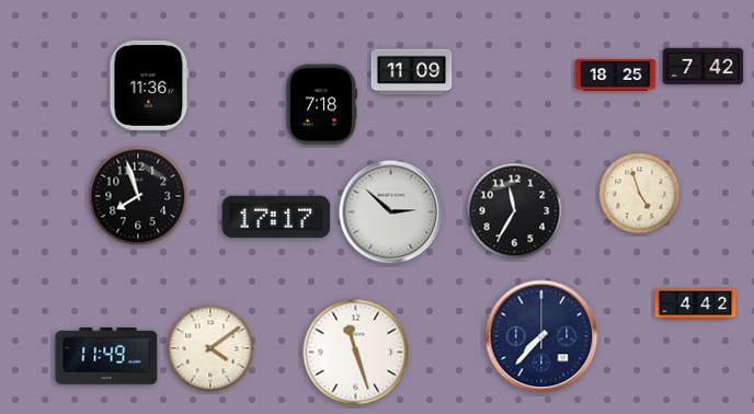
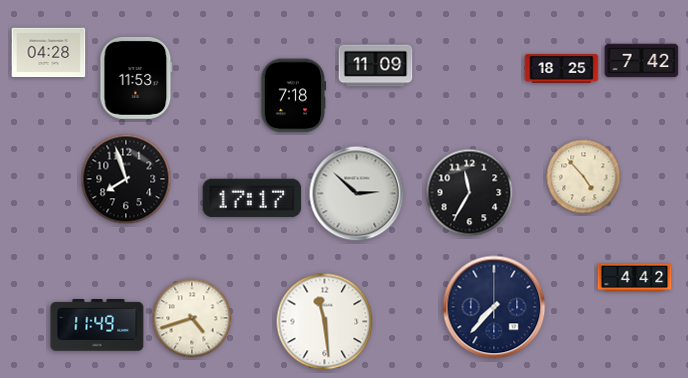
clock at (49, 53): none -> 04:28
clock at (149, 85): 11:36 -> 11:53
clock at (640, 194): 4:57 -> 4:53
clock at (210, 348): 4:09 -> 4:42
clock at (356, 353): 11:27 -> 11:29
